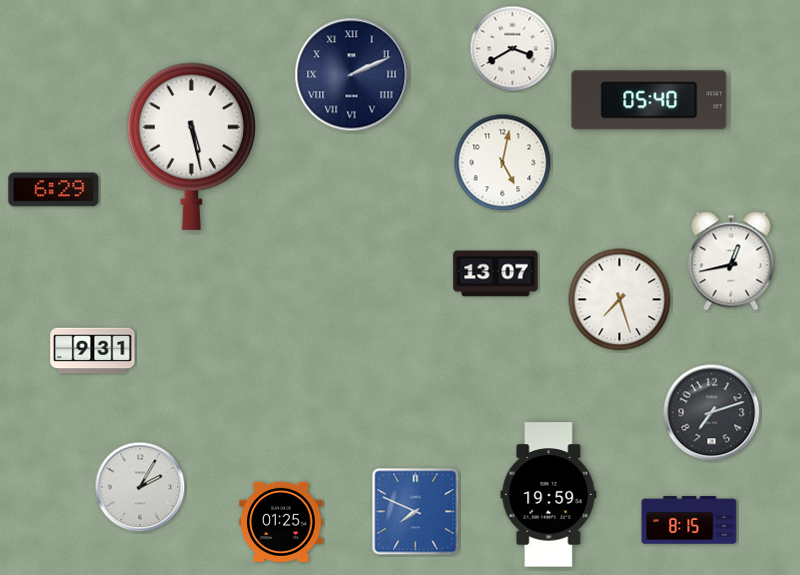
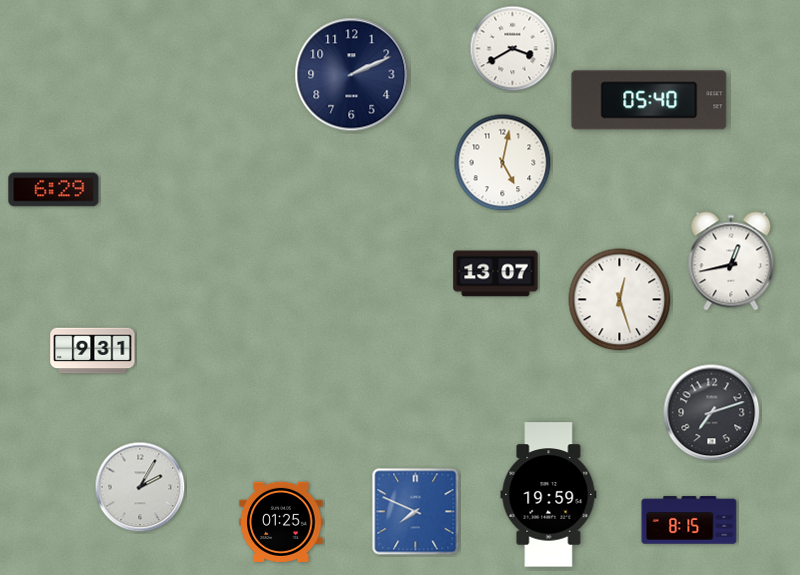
clock at (352, 75) numerals: Roman -> Arabic
clock at (191, 146): 5:28 -> none
clock at (620, 300): 7:27 -> 12:27
